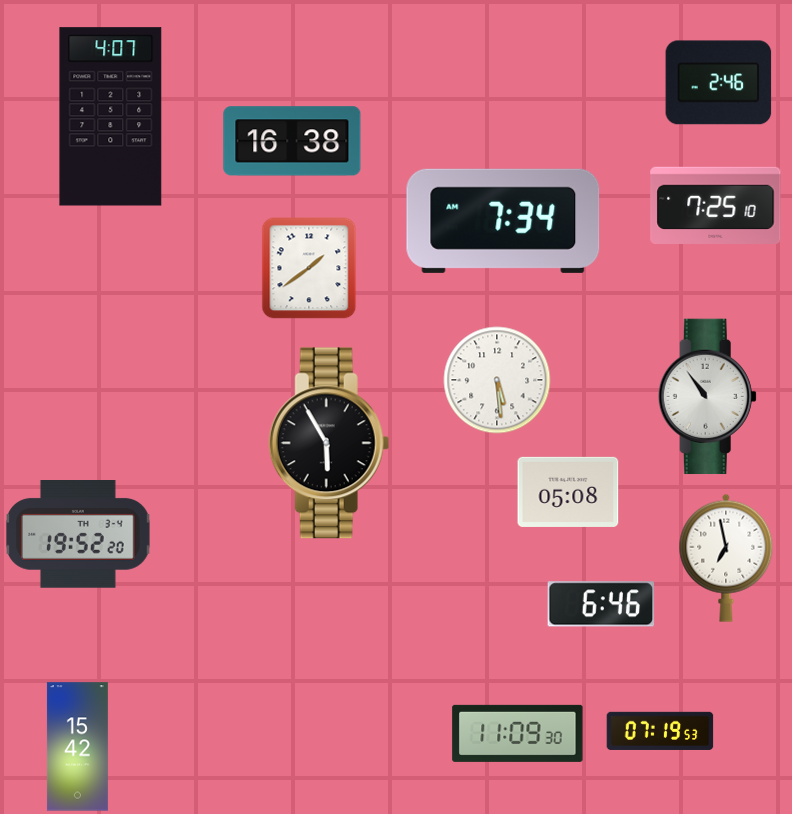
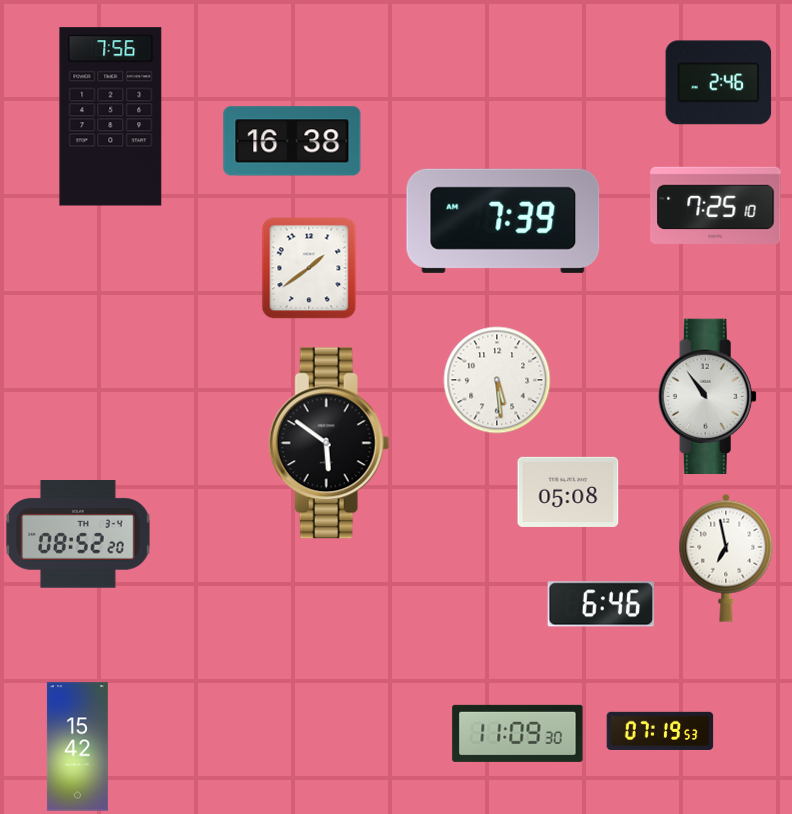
clock at (111, 117): 4:07 -> 7:56
clock at (503, 221): 7:34 -> 7:39
clock at (329, 443): 5:55 -> 5:51
clock at (79, 535): 19:52 -> 08:52
